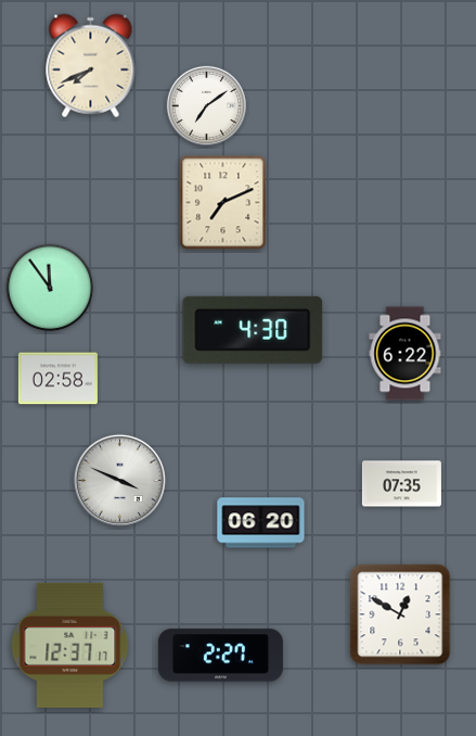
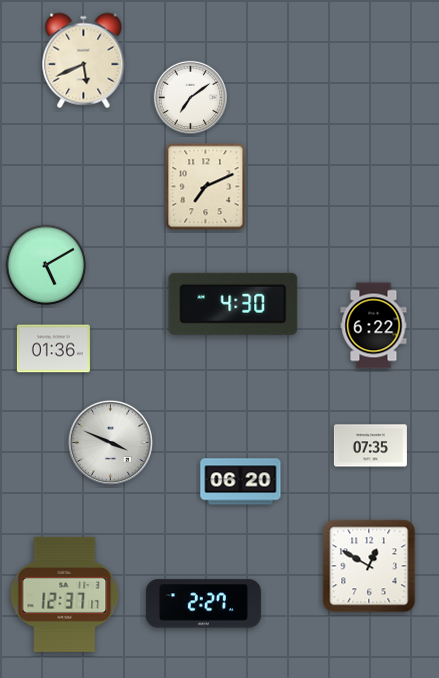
clock at (91, 66): 7:41 -> 5:41
clock at (50, 288): 11:54 -> 5:10
clock at (57, 379): 02:58 -> 01:36
